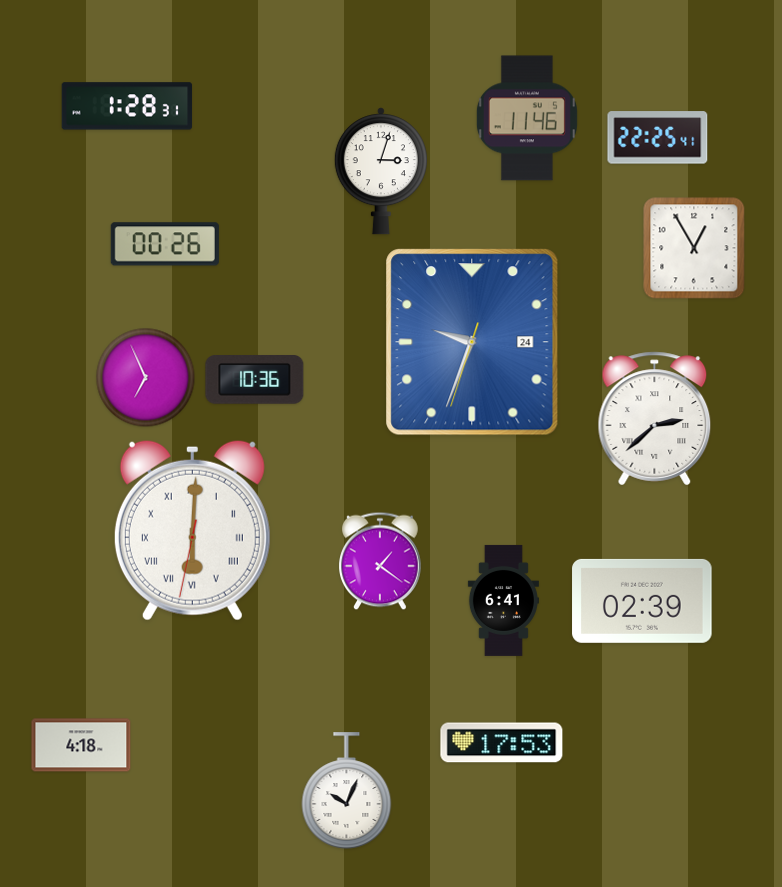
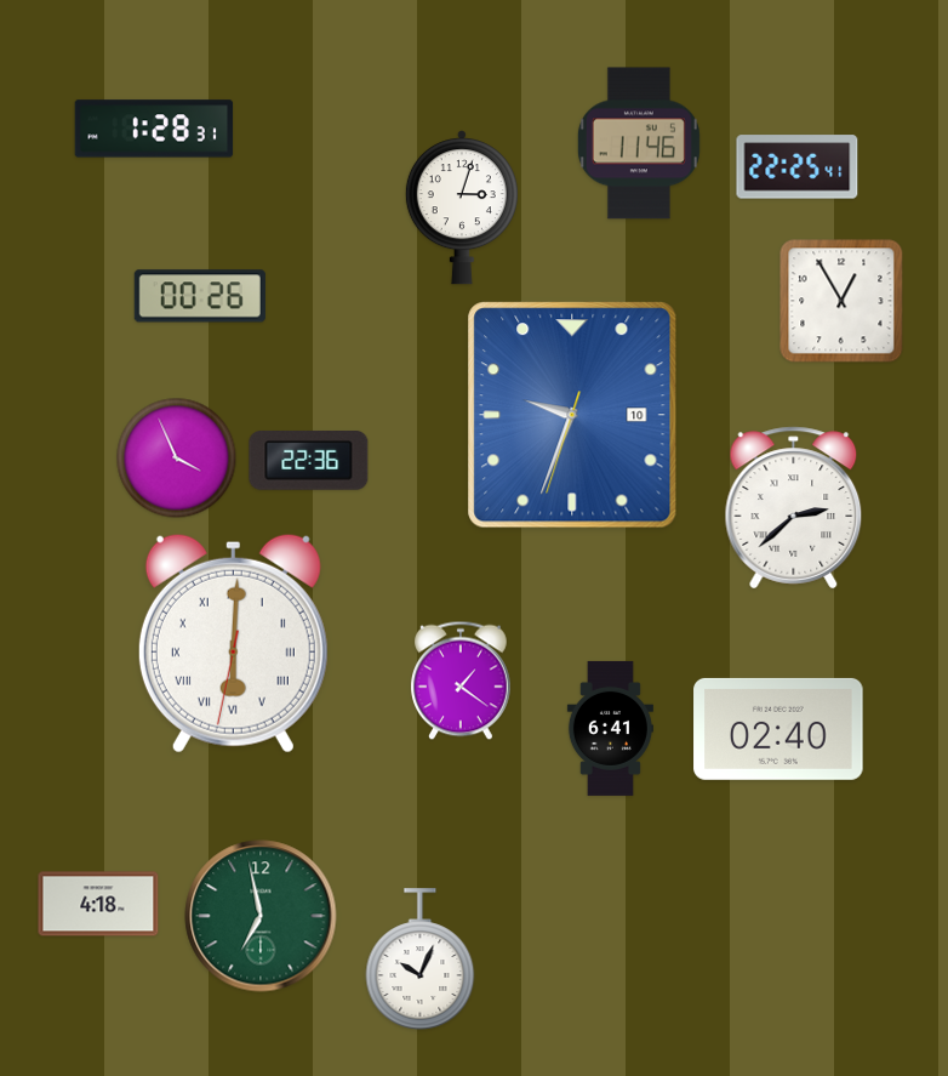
clock at (472, 342) date: 24 -> 10
clock at (146, 378): 6:56 -> 3:56
clock at (255, 380): 10:36 -> 22:36
clock at (642, 601): 02:39 -> 02:40
clock at (502, 743): 17:53 -> none
clock at (261, 916): none -> 6:58
